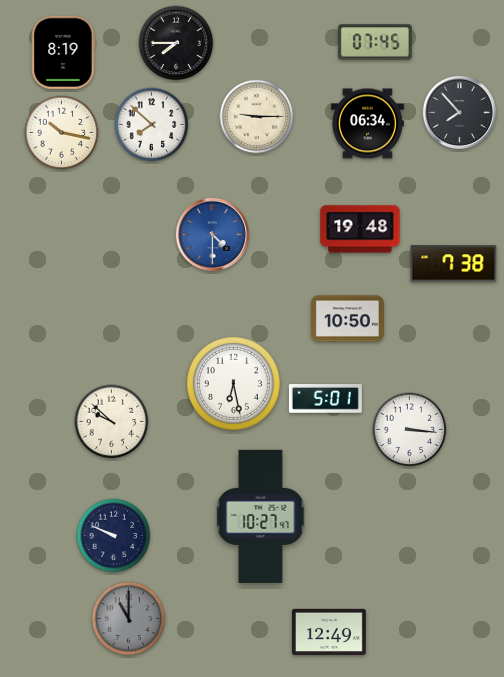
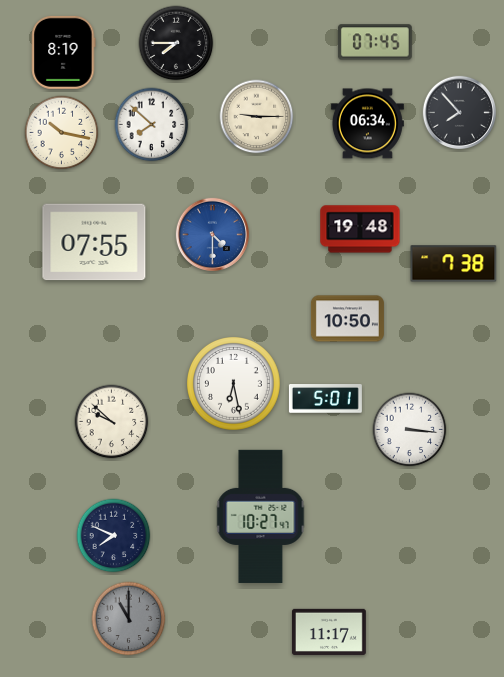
clock at (94, 242): none -> 07:55
clock at (114, 536): 9:49 -> 7:49
clock at (329, 632): 12:49 -> 11:17
